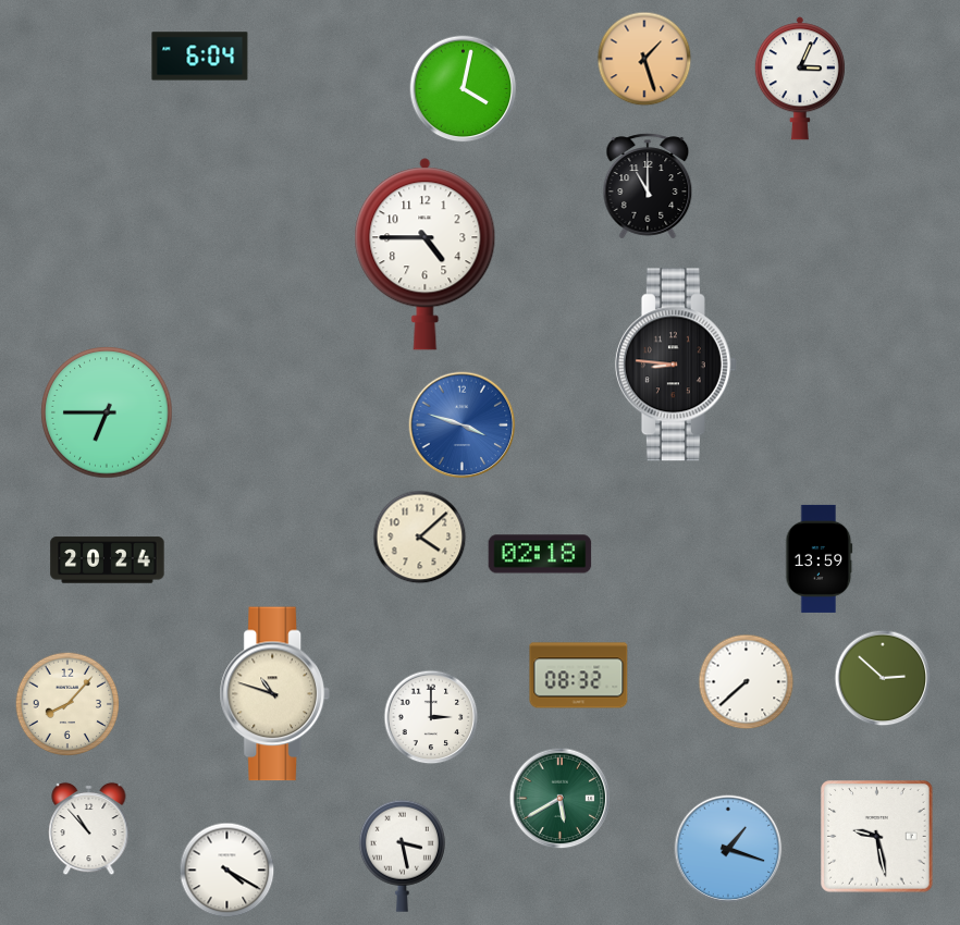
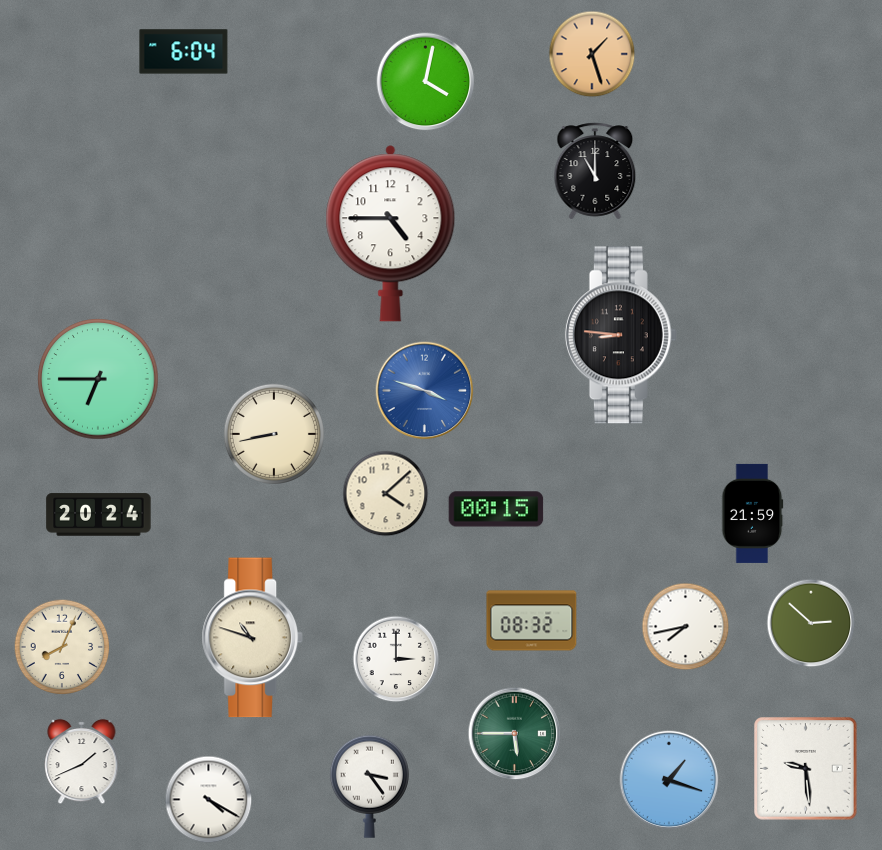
clock at (800, 78): 3:04 -> none
clock at (274, 434): none -> 8:43
clock at (540, 554): 02:18 -> 00:15
clock at (820, 558): 13:59 -> 21:59
clock at (747, 682): 7:38 -> 7:43
clock at (67, 704): 8:07 -> 8:04
clock at (561, 799): 5:40 -> 5:45
clock at (89, 829): 10:53 -> 1:41
clock at (877, 837): 9:28 -> 9:29
clock at (402, 855): 3:28 -> 3:24
